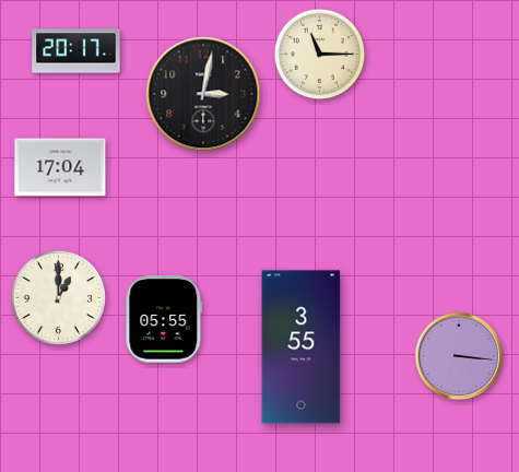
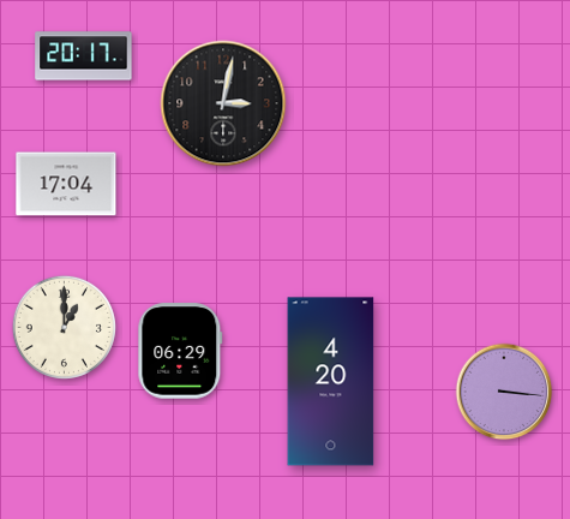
clock at (320, 55): 11:15 -> none
clock at (164, 319): 05:55 -> 06:29
clock at (302, 347): 3:55 -> 4:20
